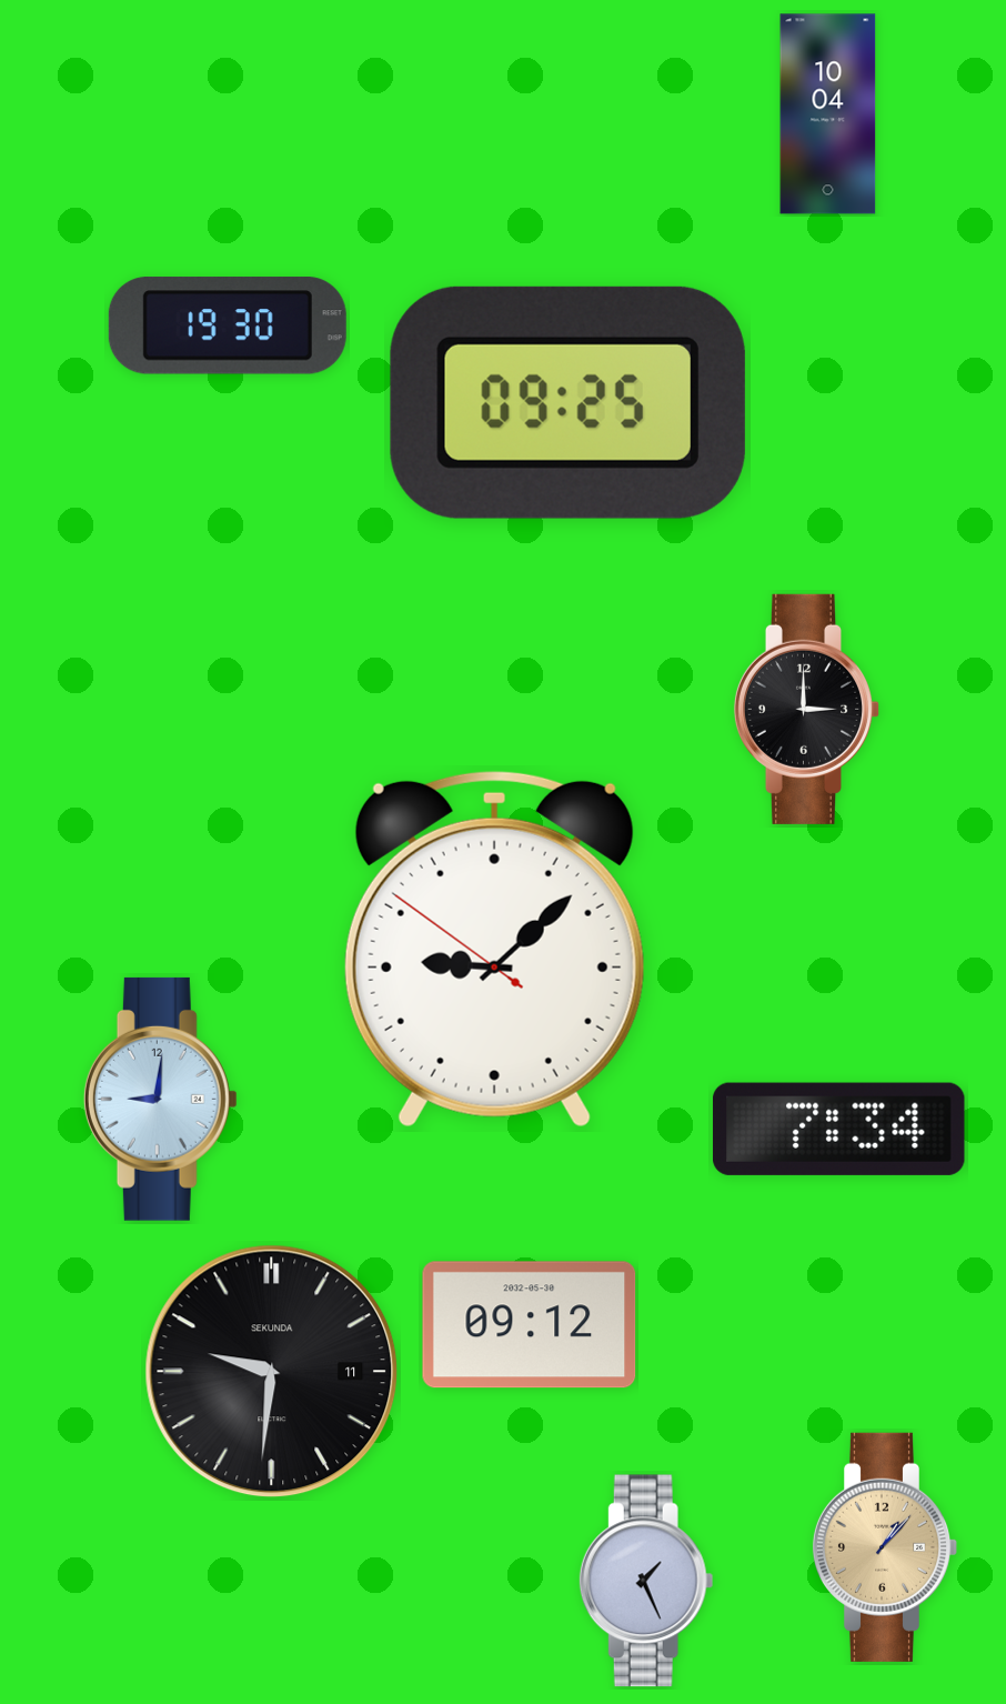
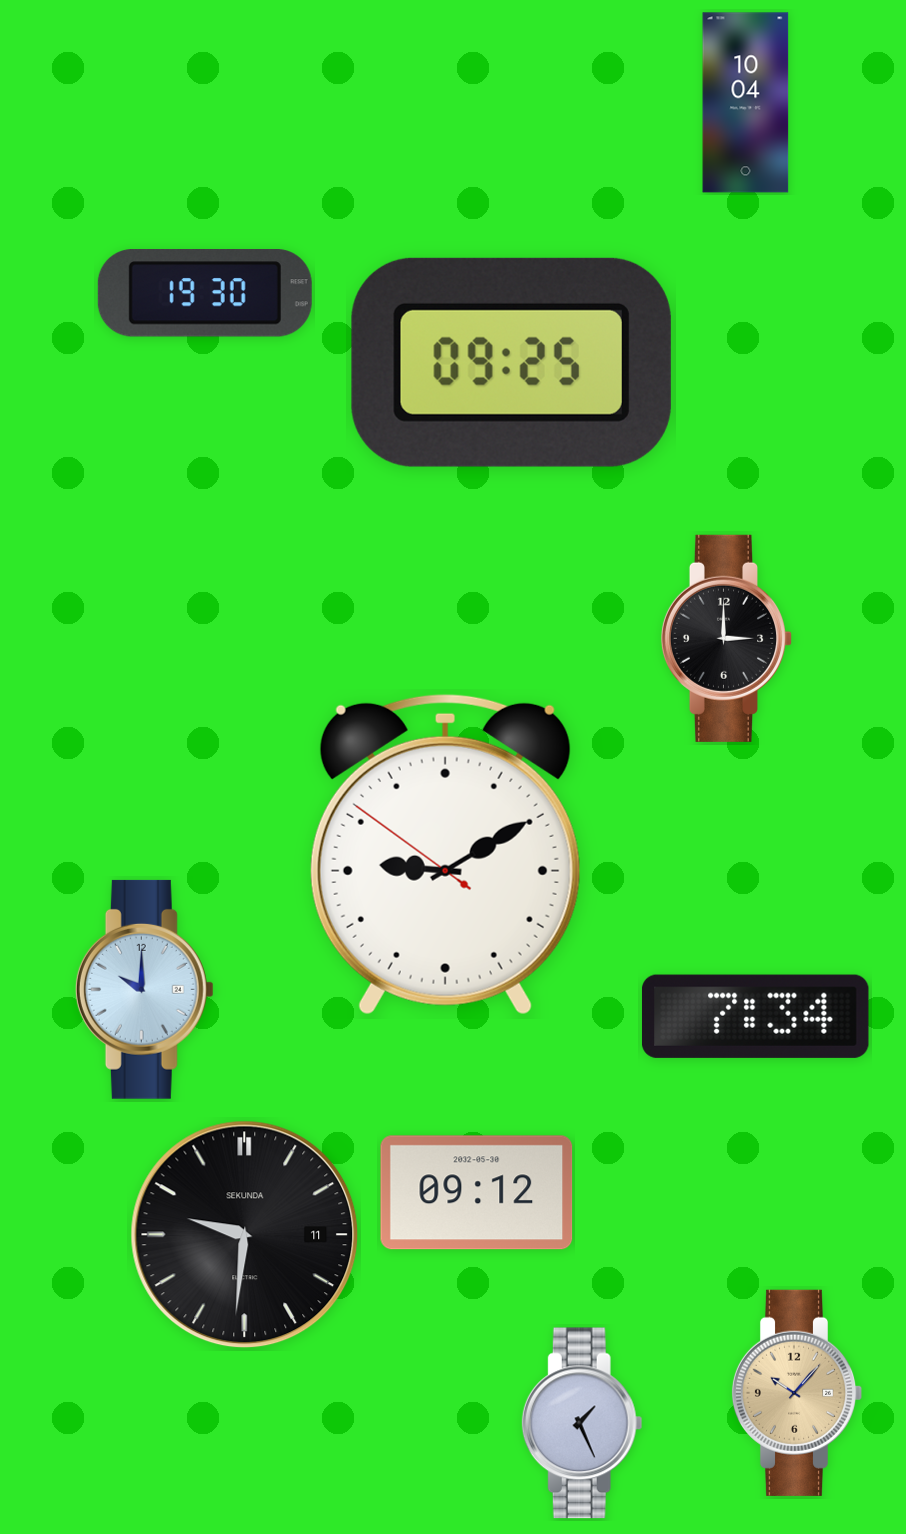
clock at (494, 949): 9:07 -> 9:09
clock at (160, 1099): 9:01 -> 10:00
clock at (885, 1547): 1:07 -> 10:07
